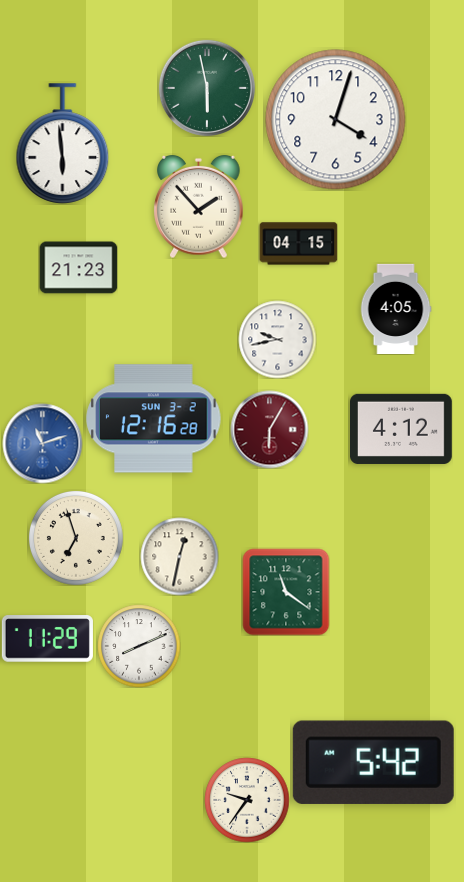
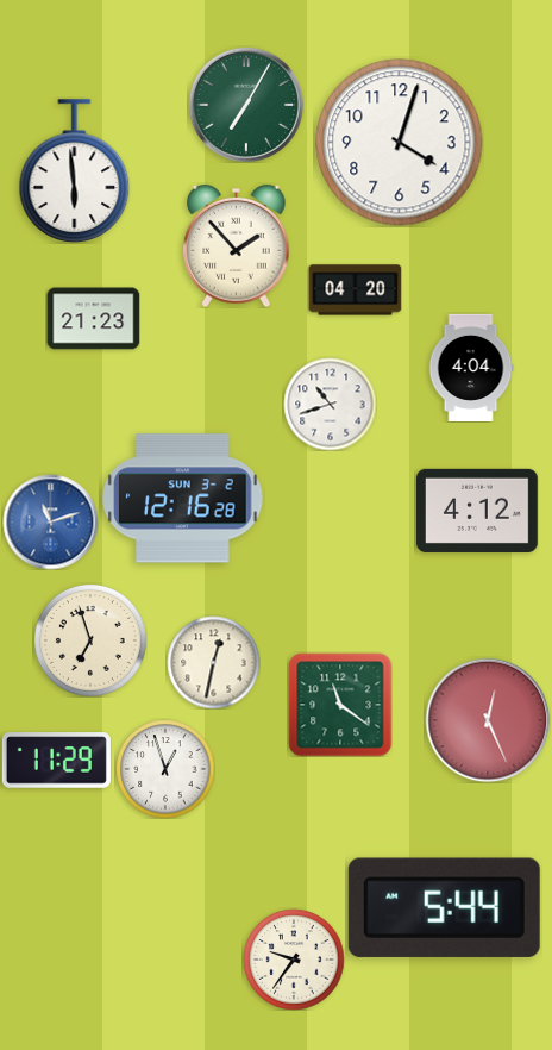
clock at (207, 88): 5:58 -> 7:05
clock at (298, 244): 04:15 -> 04:20
clock at (396, 308): 4:05 -> 4:04
clock at (277, 339): 9:43 -> 10:42
clock at (269, 429): 6:05 -> none
clock at (42, 443) position: (42, 443) -> (50, 521)
clock at (488, 720): none -> 12:26
clock at (139, 646): 8:11 -> 12:57
clock at (373, 762): 5:42 -> 5:44
clock at (247, 800) position: (247, 800) -> (294, 960)
